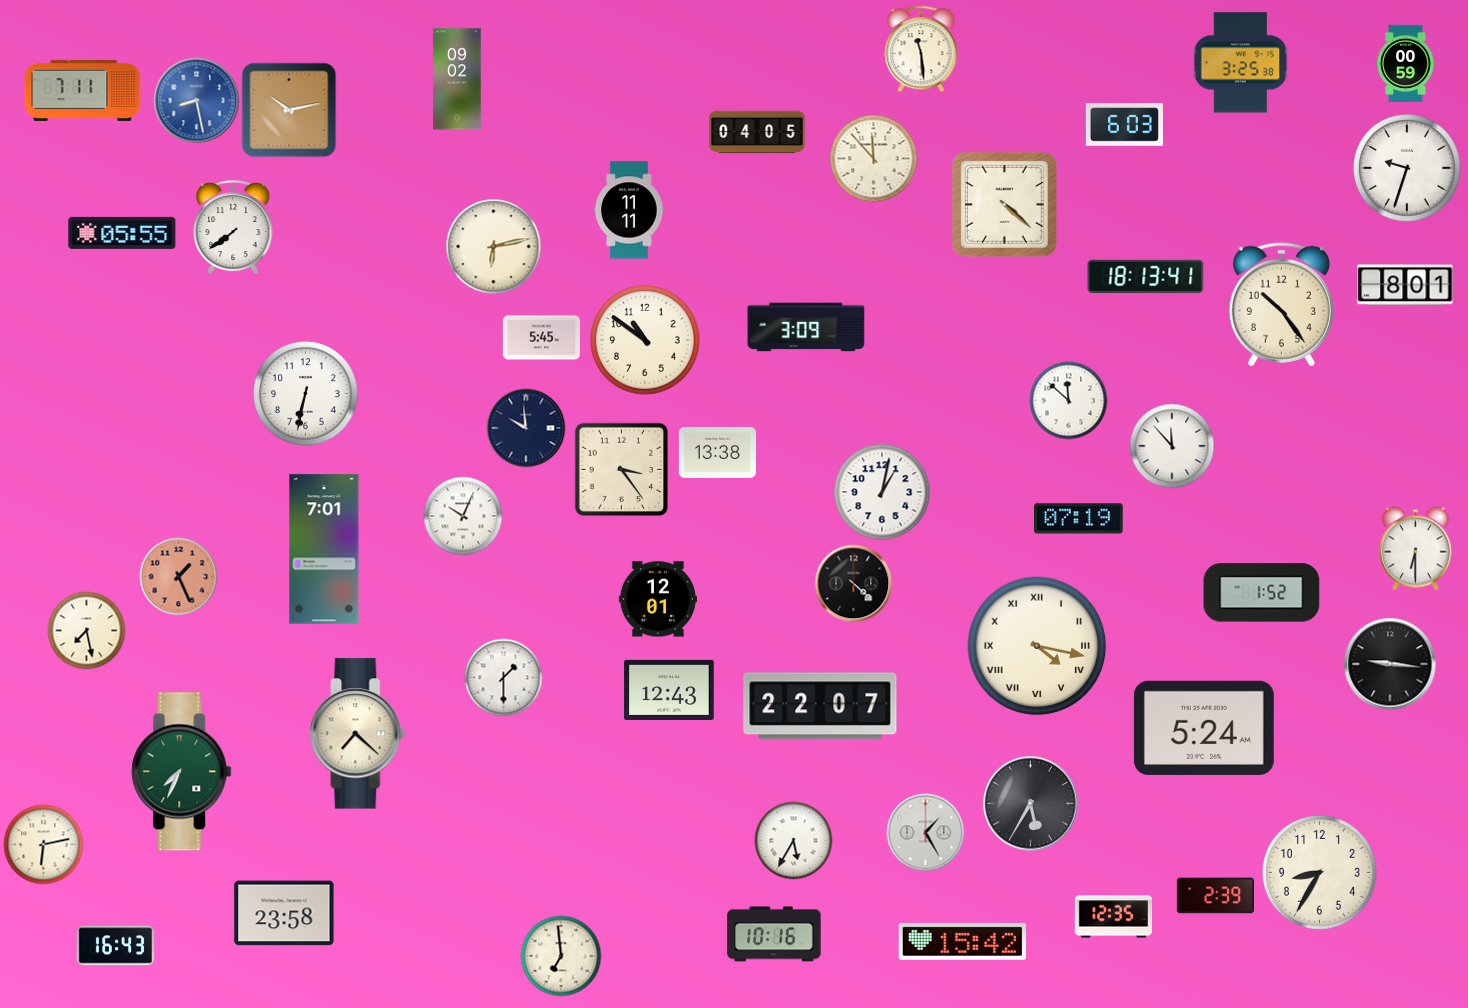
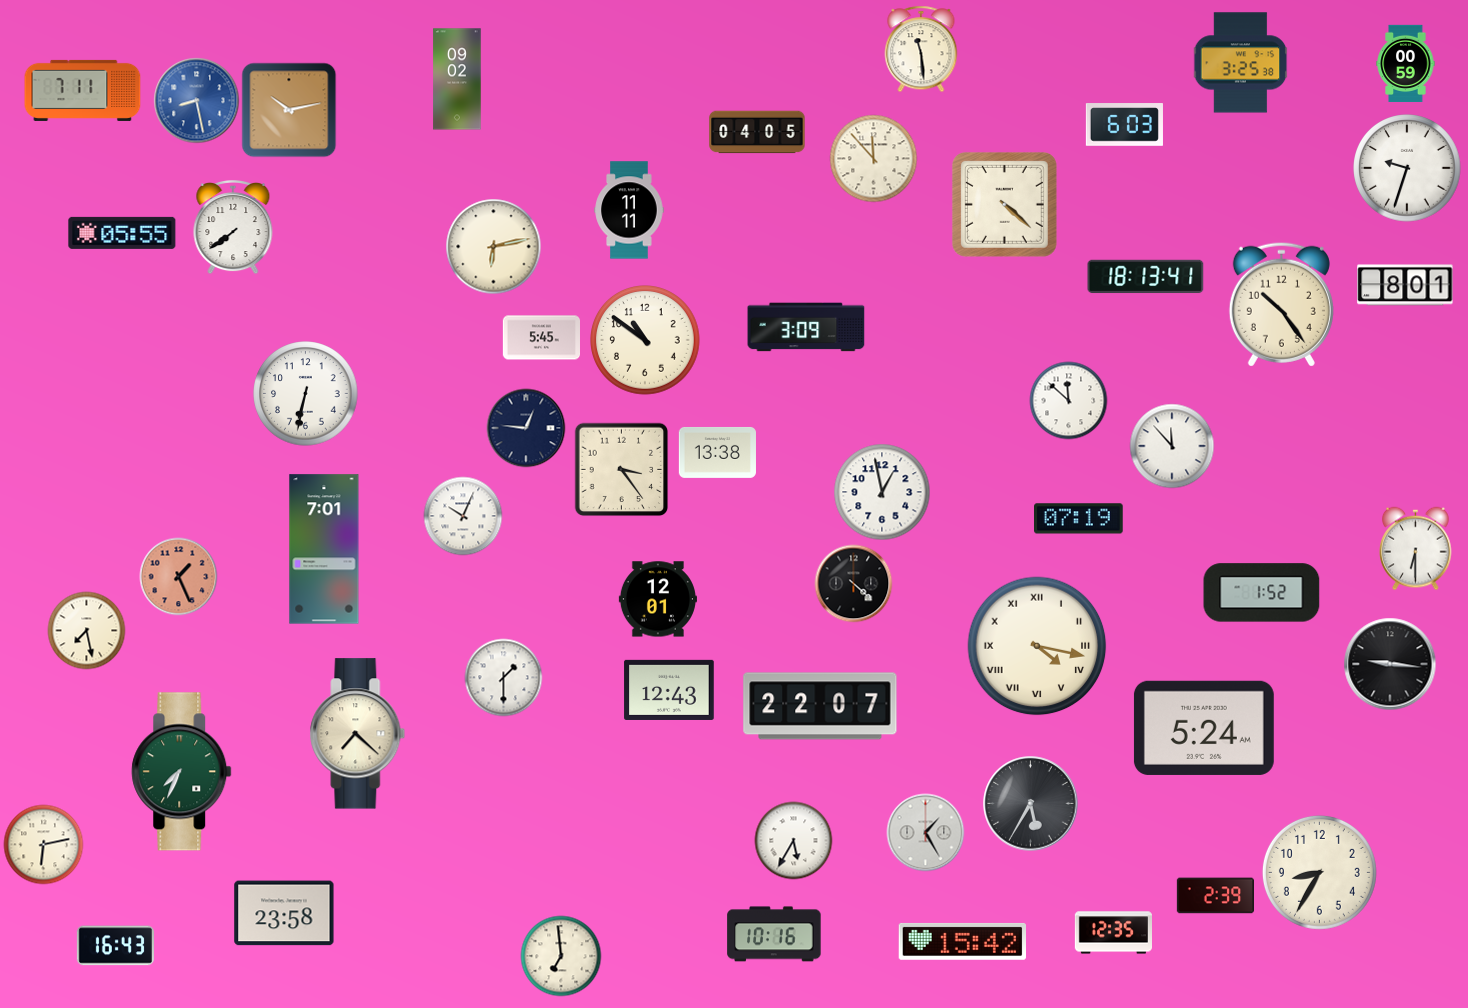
clock at (526, 428): 9:59 -> 12:46
clock at (882, 492): 1:02 -> 12:58
clock at (1113, 917) position: (1113, 917) -> (1113, 933)
